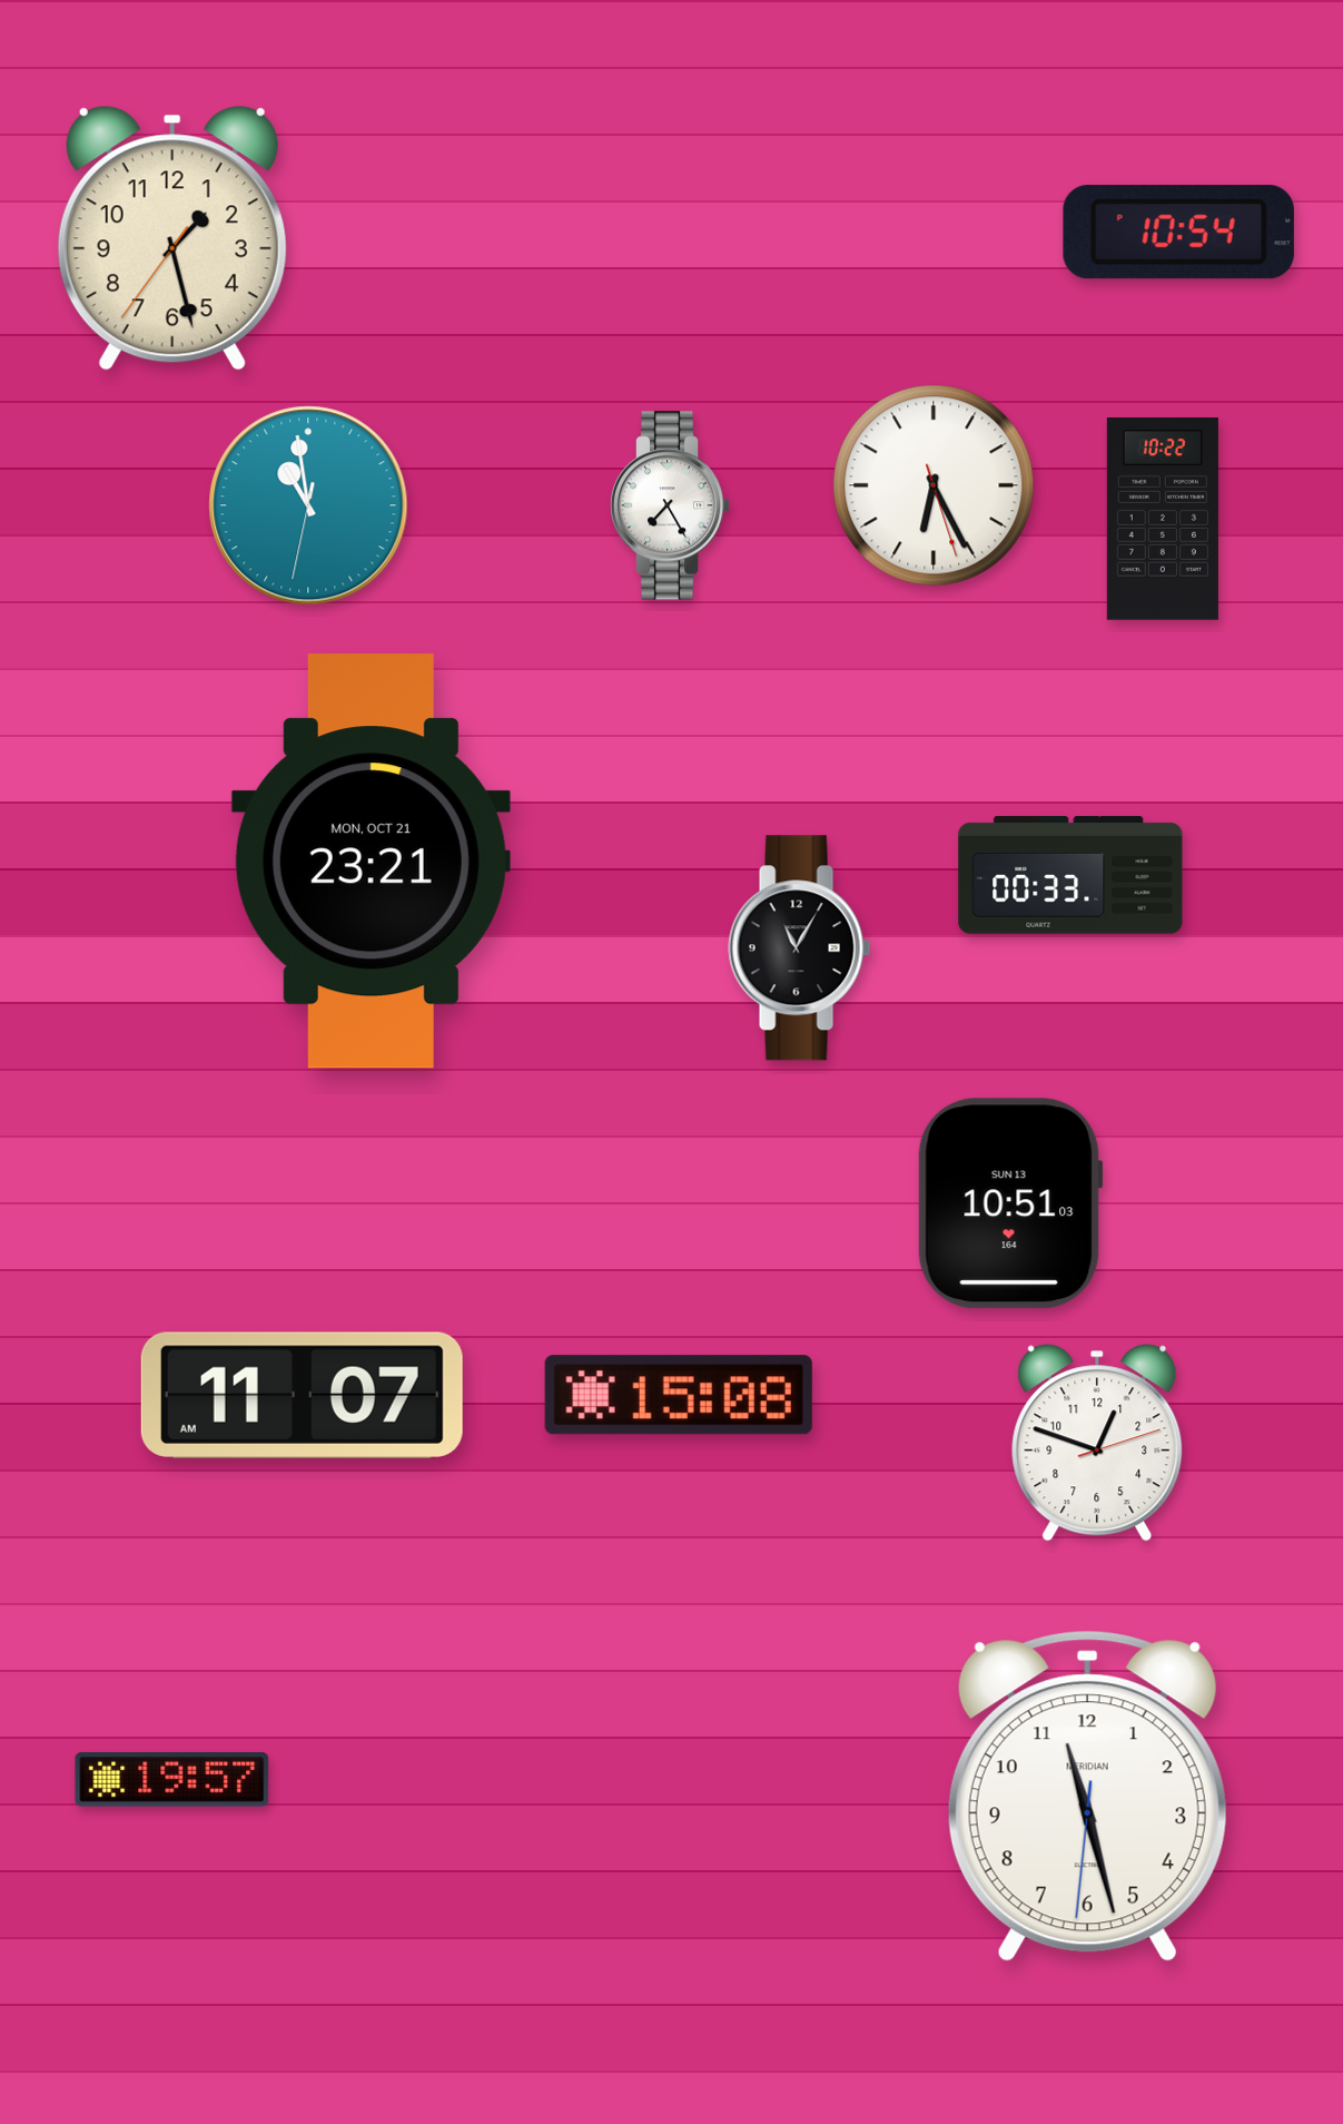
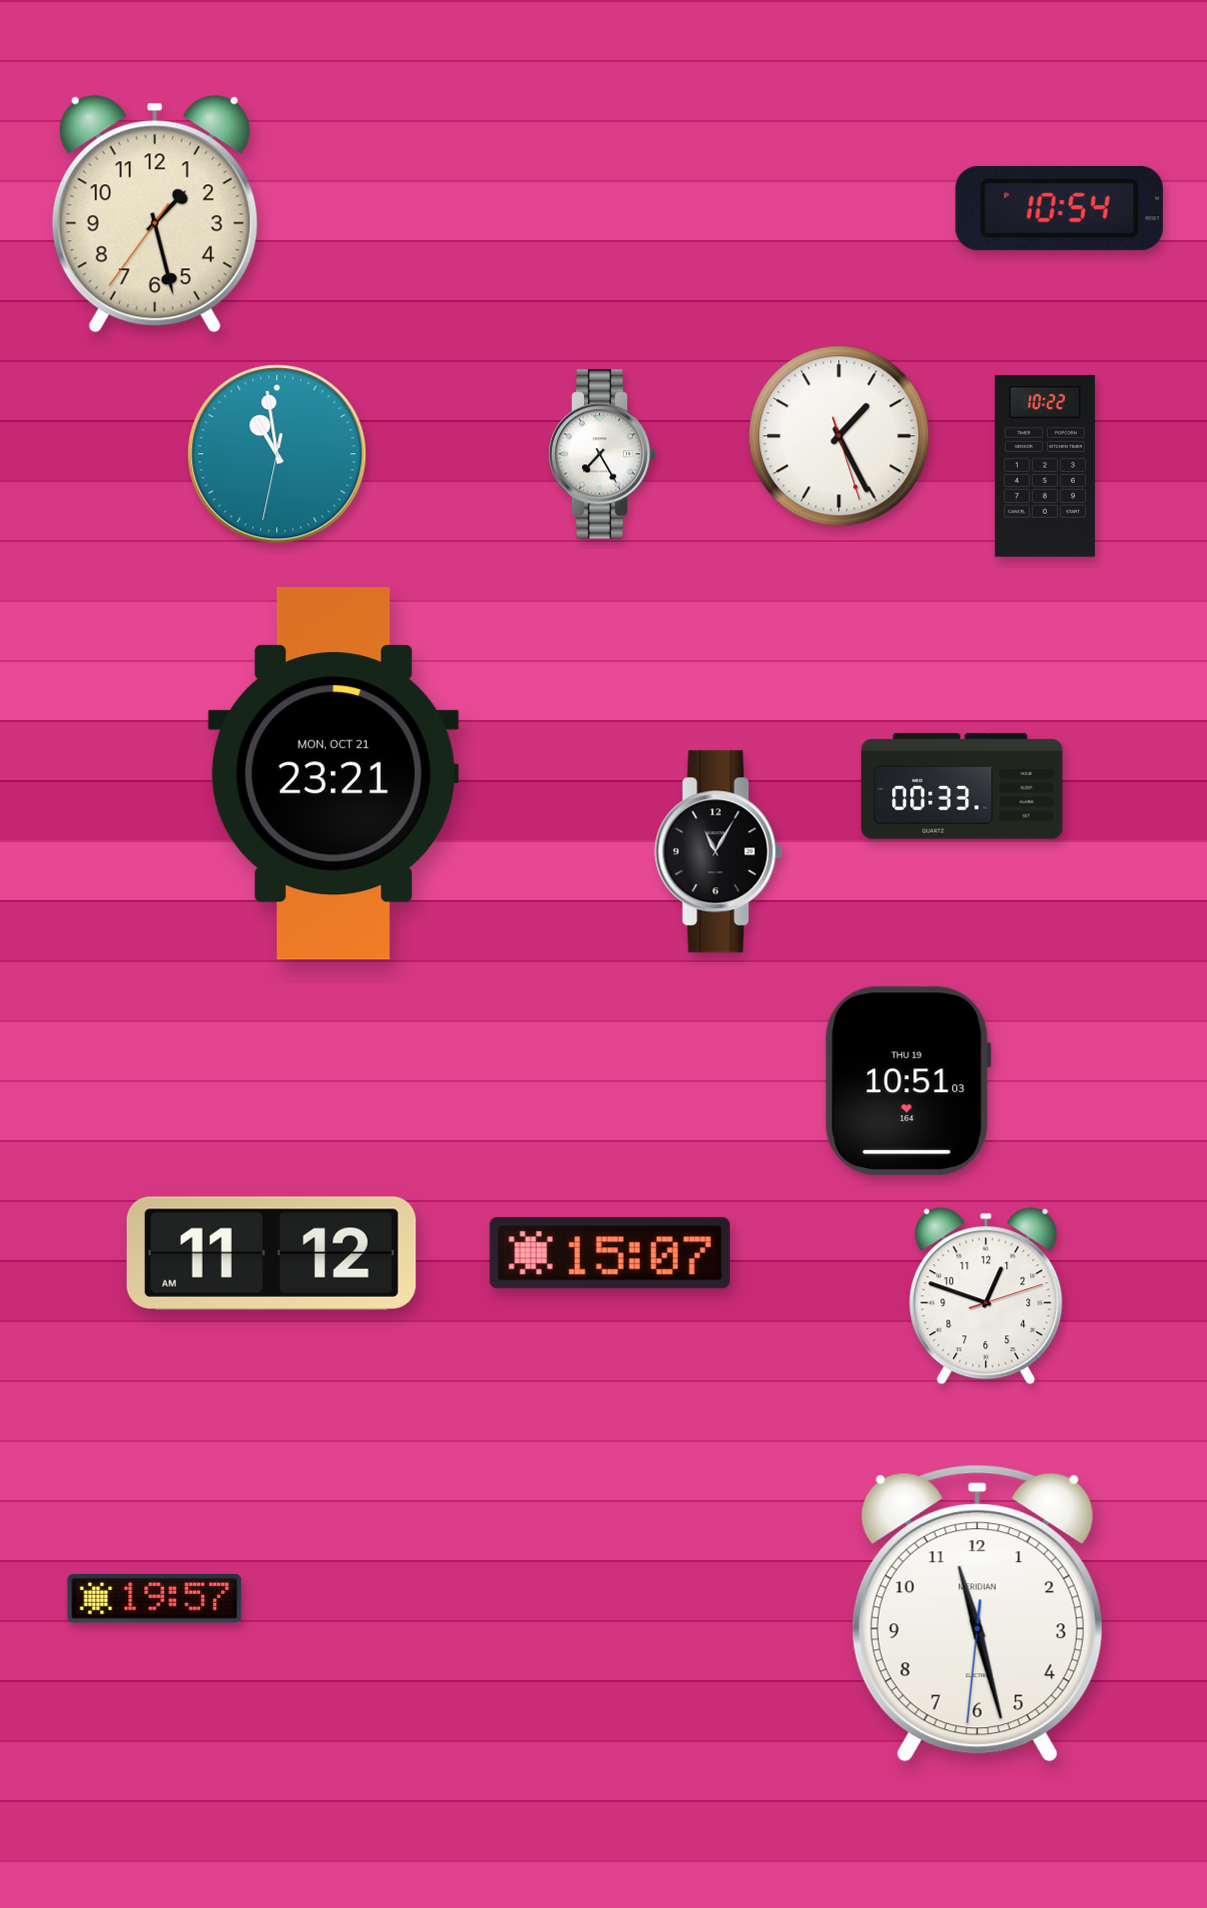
clock at (934, 485): 6:25 -> 1:25
clock at (1010, 1203) date: SUN 13 -> THU 19
clock at (302, 1395): 11:07 -> 11:12
clock at (679, 1395): 15:08 -> 15:07
